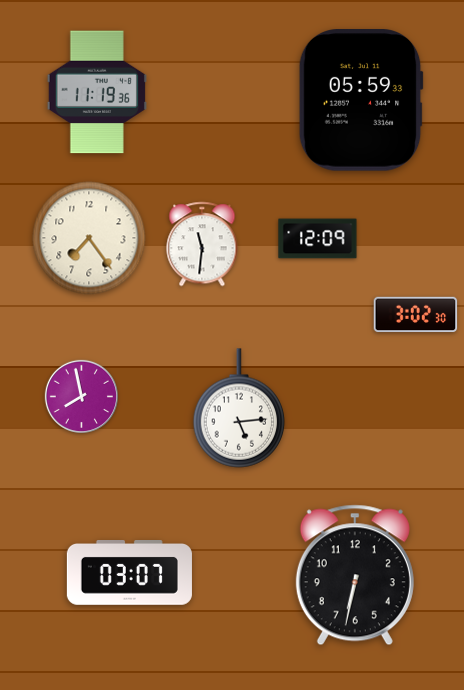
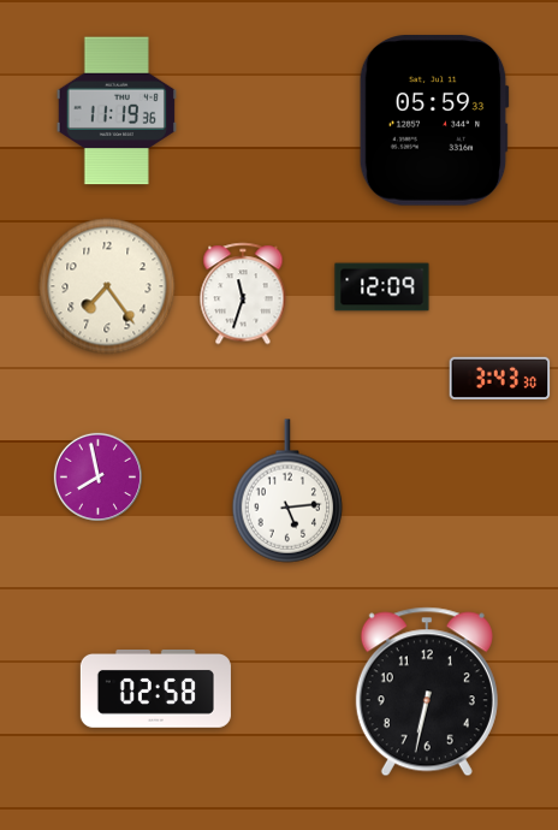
clock at (202, 244): 11:31 -> 11:33
clock at (416, 315): 3:02 -> 3:43
clock at (129, 573): 03:07 -> 02:58
